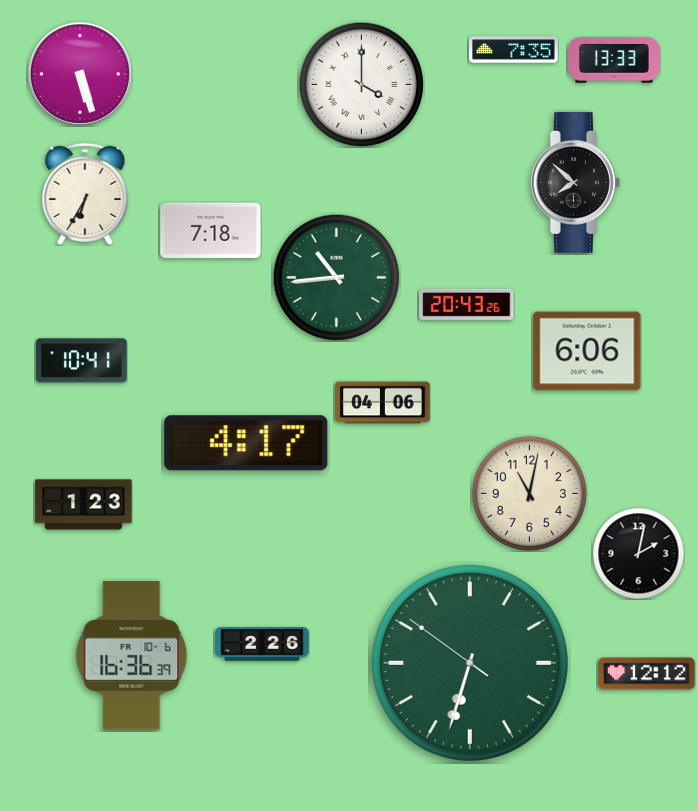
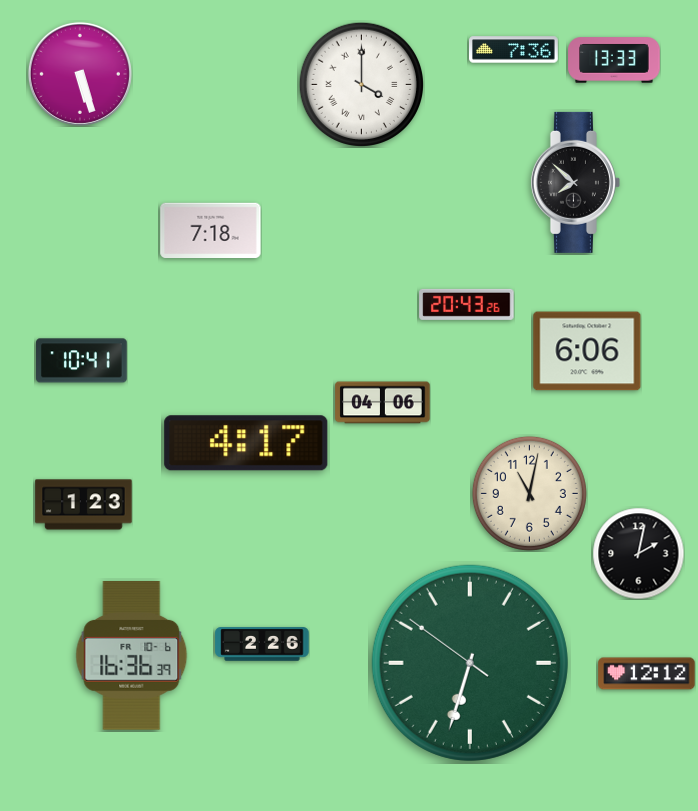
clock at (514, 50): 7:35 -> 7:36
clock at (85, 194): 6:35 -> none
clock at (336, 277): 10:44 -> none
